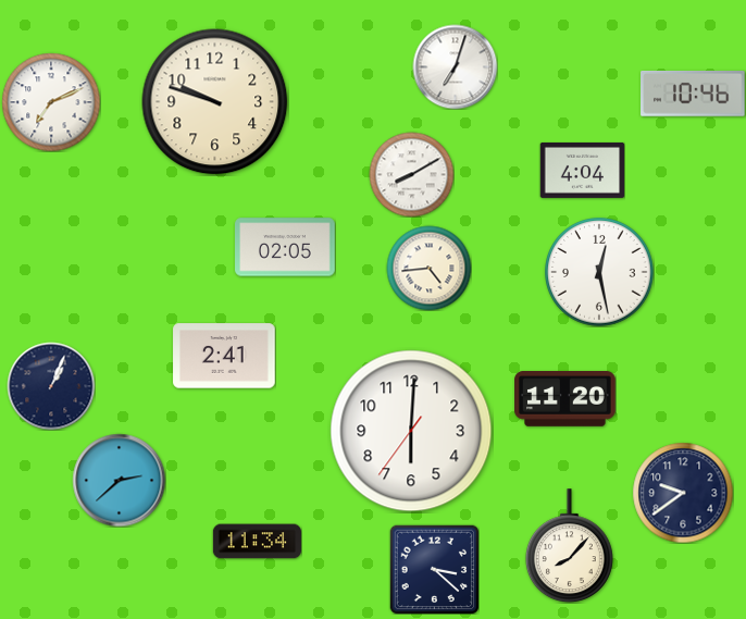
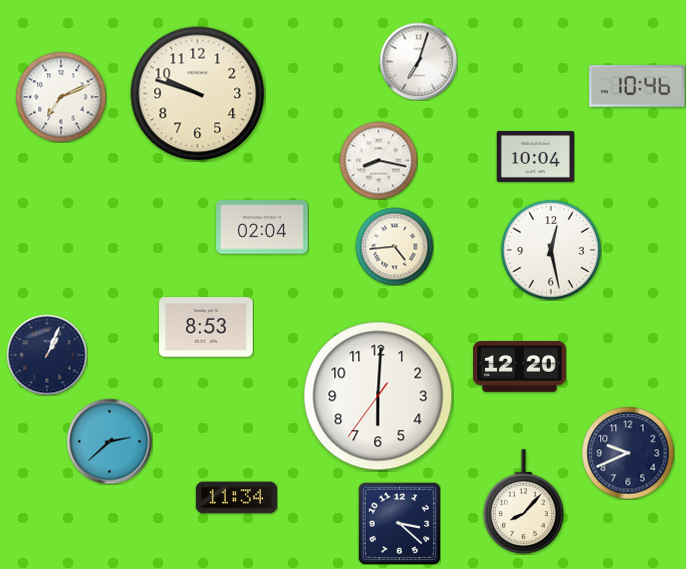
clock at (51, 102) position: (51, 102) -> (61, 97)
clock at (582, 170): 4:04 -> 10:04
clock at (411, 174): 8:10 -> 8:17
clock at (286, 247): 02:05 -> 02:04
clock at (224, 356): 2:41 -> 8:53
clock at (565, 399): 11:20 -> 12:20
clock at (683, 493): 9:39 -> 9:41
